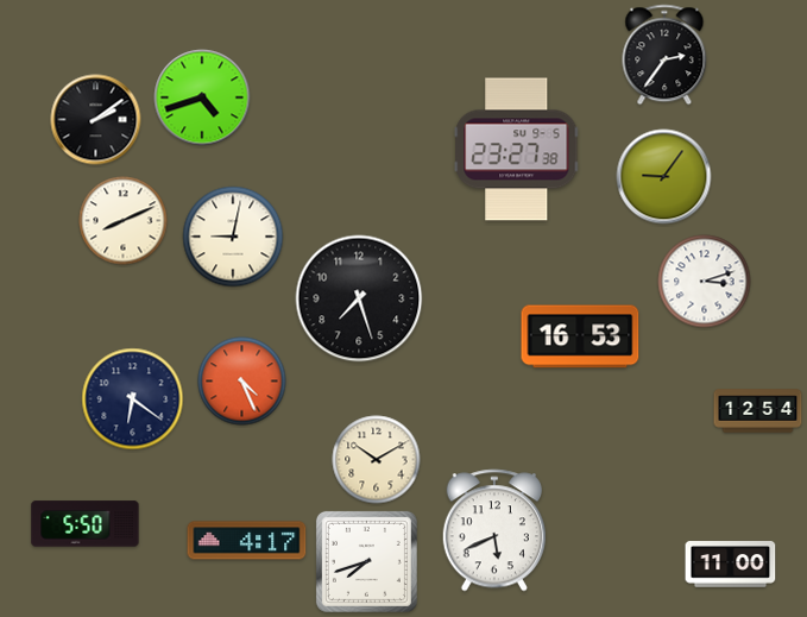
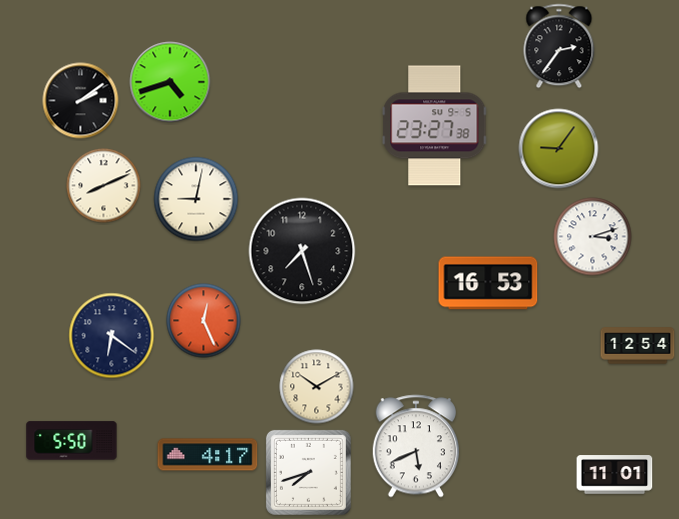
clock at (242, 382): 4:26 -> 12:26
clock at (731, 565): 11:00 -> 11:01
